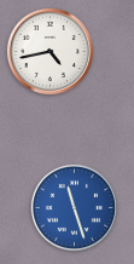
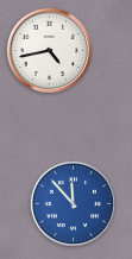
clock at (74, 207): 11:27 -> 11:53
